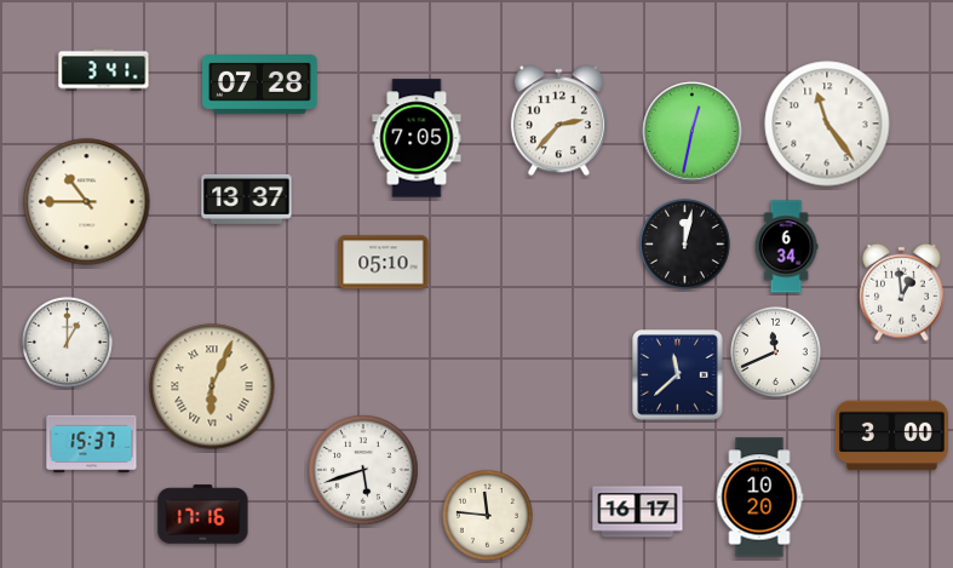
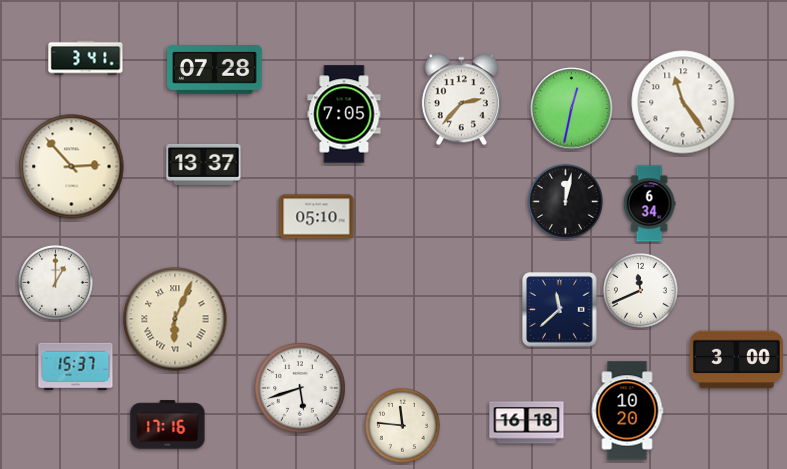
clock at (87, 202): 10:45 -> 2:53
clock at (902, 292): 12:59 -> none
clock at (638, 512): 16:17 -> 16:18
